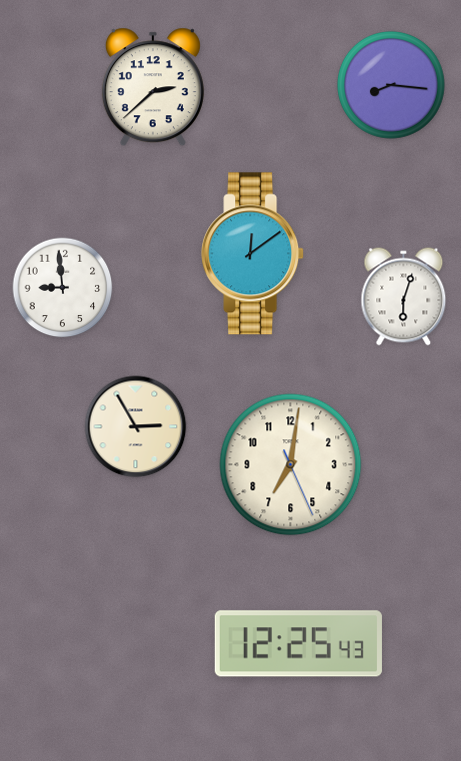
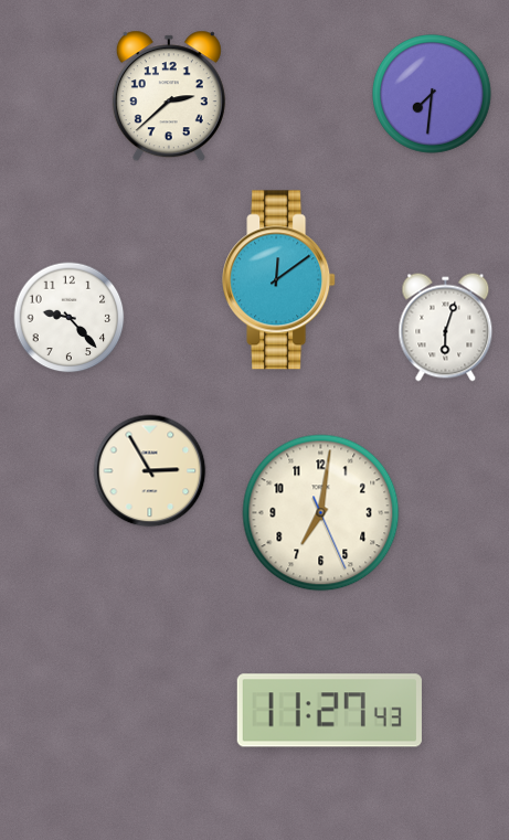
clock at (392, 86): 8:16 -> 7:31
clock at (63, 288): 8:59 -> 9:23
clock at (298, 644): 12:25 -> 11:27
